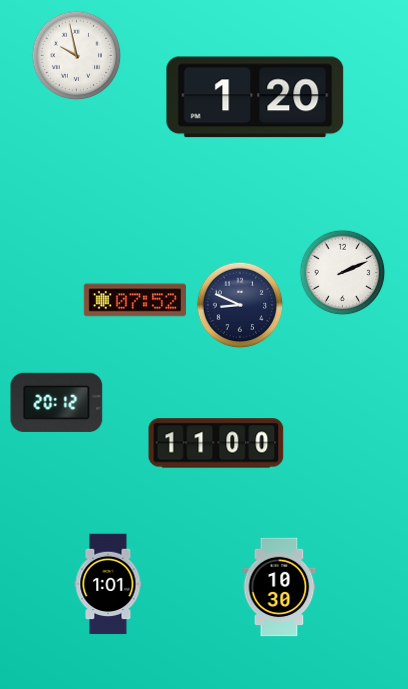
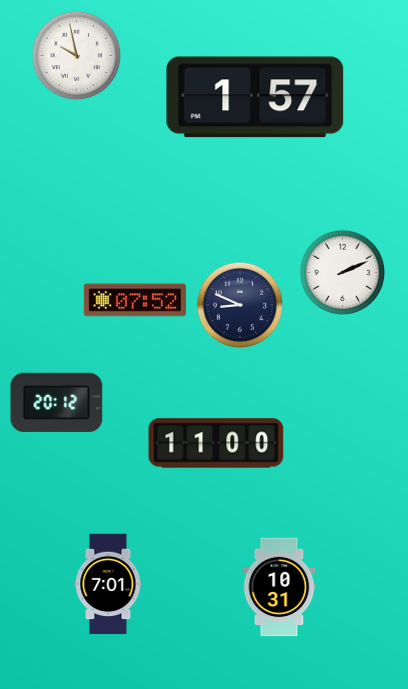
clock at (255, 97): 1:20 -> 1:57
clock at (108, 584): 1:01 -> 7:01
clock at (279, 587): 10:30 -> 10:31
